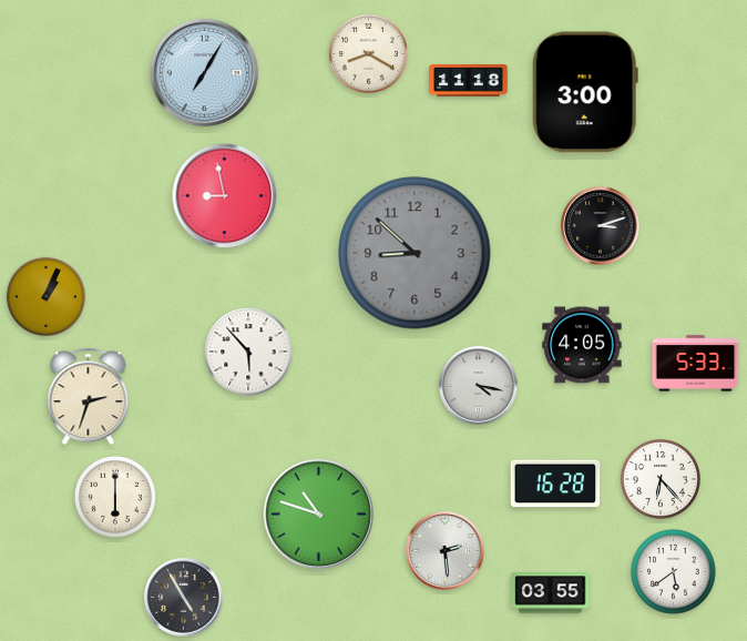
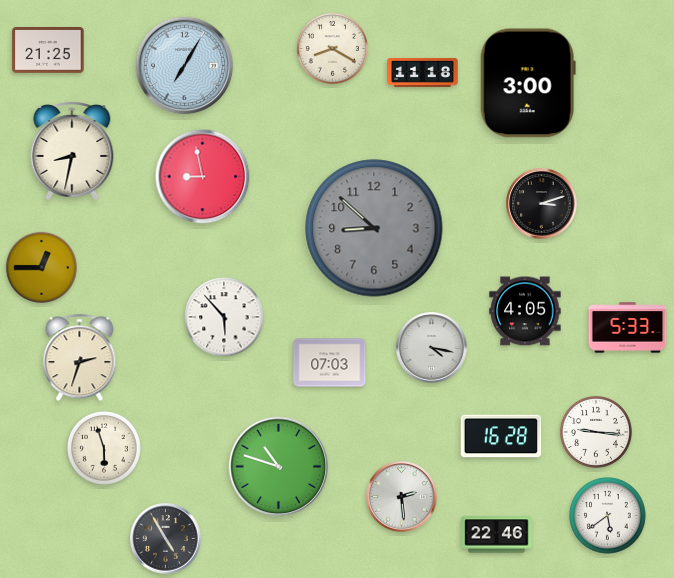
clock at (48, 51): none -> 21:25
clock at (72, 152): none -> 8:32
clock at (45, 296): 1:04 -> 12:45
clock at (330, 363): none -> 07:03
clock at (661, 479): 6:23 -> 9:16
clock at (116, 498): 6:00 -> 5:57
clock at (319, 515) position: (319, 515) -> (279, 467)
clock at (551, 593): 03:55 -> 22:46
